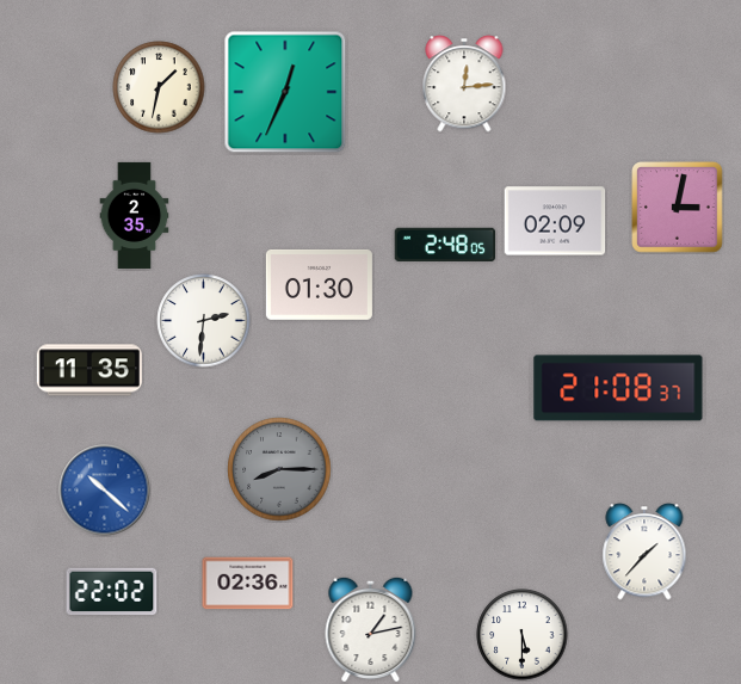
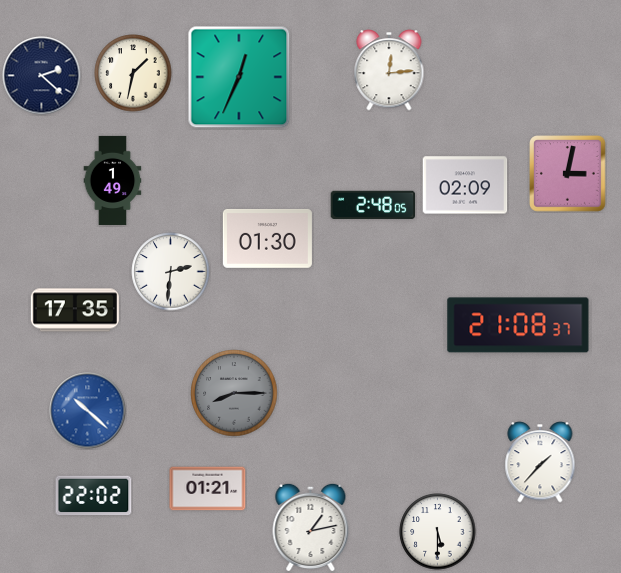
clock at (42, 76): none -> 2:22
clock at (135, 215): 2:35 -> 1:49
clock at (204, 321) position: (204, 321) -> (171, 272)
clock at (89, 370): 11:35 -> 17:35
clock at (248, 584): 02:36 -> 01:21
